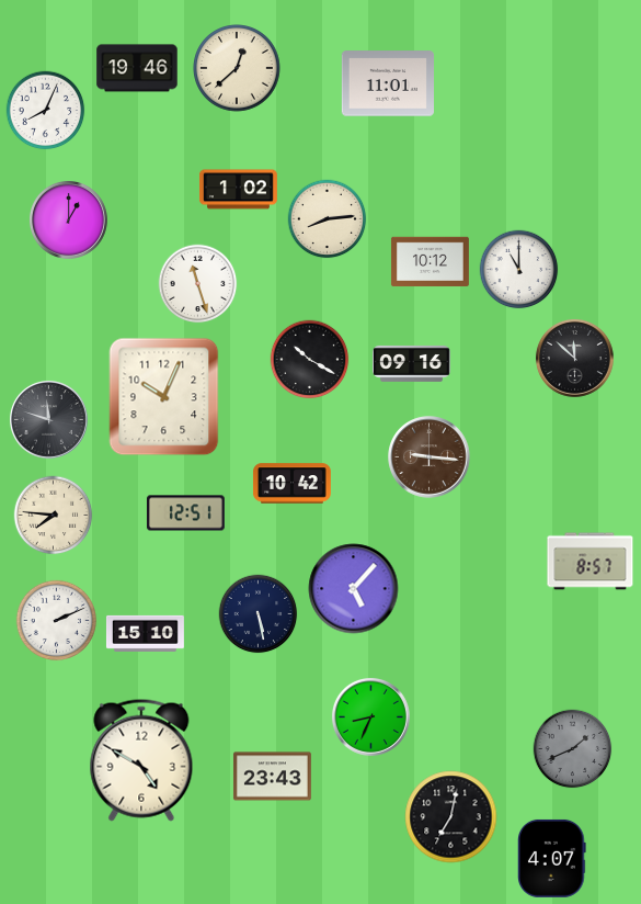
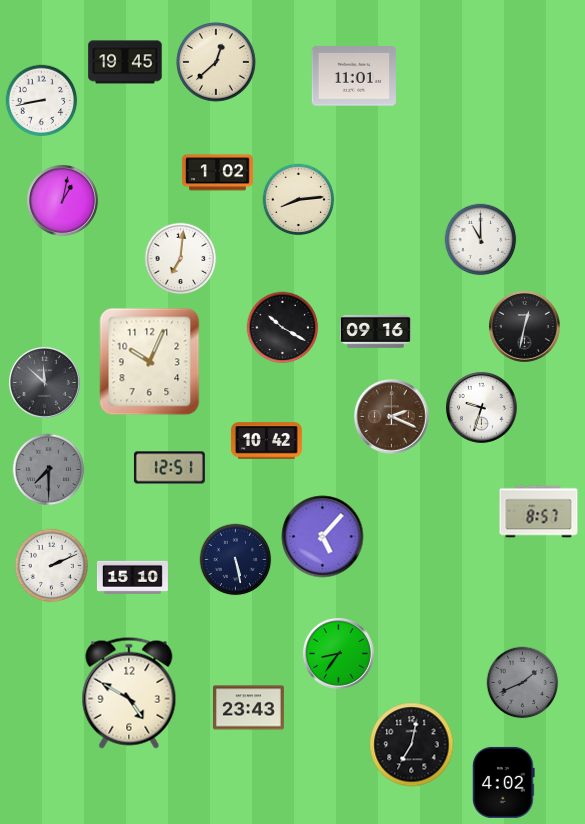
clock at (137, 68): 19:46 -> 19:45
clock at (46, 111): 8:04 -> 8:43
clock at (68, 219): 1:00 -> 1:02
clock at (430, 262): 10:12 -> none
clock at (519, 270) position: (519, 270) -> (481, 240)
clock at (198, 284): 11:27 -> 7:01
clock at (574, 358): 11:52 -> 12:32
clock at (48, 419): 11:48 -> 11:52
clock at (481, 407): none -> 9:33
clock at (430, 457): 9:16 -> 2:19
clock at (54, 516): 7:46 -> 7:30
clock at (54, 516) dial: cream -> grey
clock at (370, 716): 8:34 -> 8:36
clock at (552, 858): 4:07 -> 4:02
